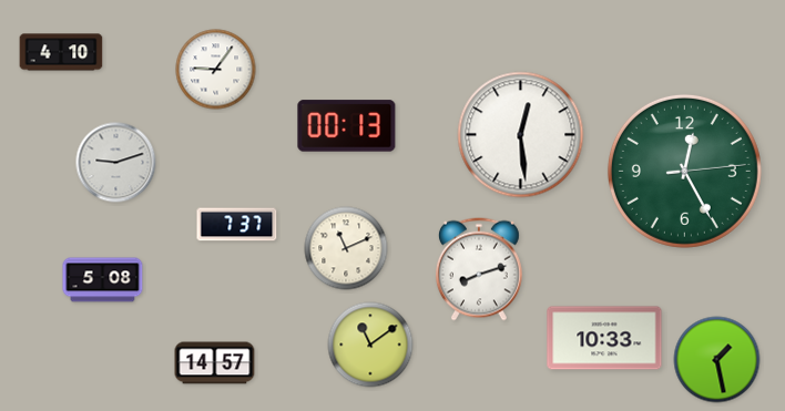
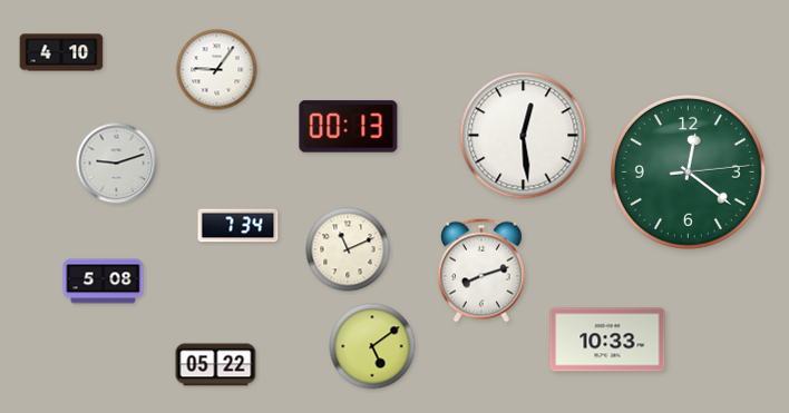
clock at (684, 171): 12:25 -> 12:21
clock at (237, 225): 7:37 -> 7:34
clock at (370, 345): 11:09 -> 5:09
clock at (717, 360): 1:28 -> none
clock at (215, 363): 14:57 -> 05:22
